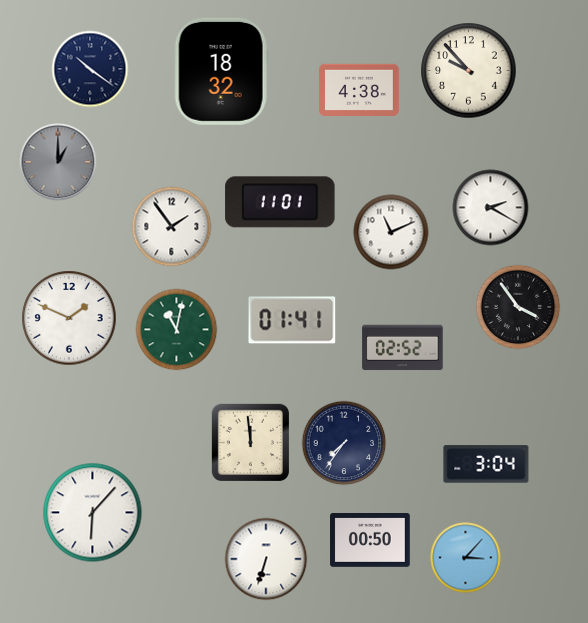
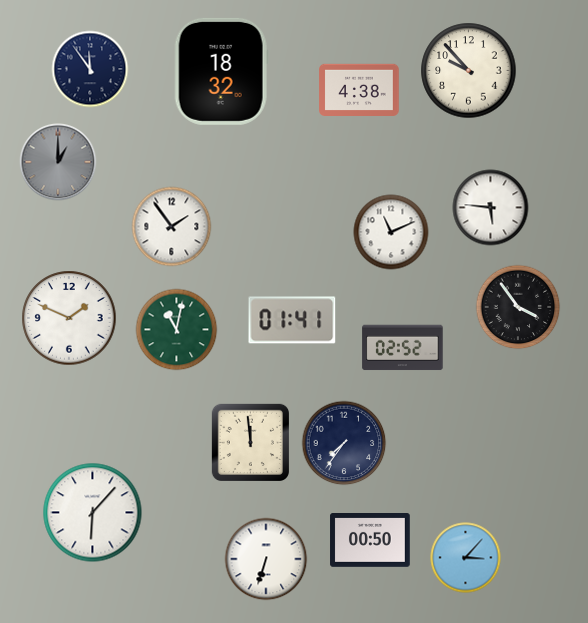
clock at (90, 69): 10:21 -> 11:54
clock at (280, 202): 11:01 -> none
clock at (491, 208): 2:20 -> 5:46
clock at (486, 464): 3:04 -> none
